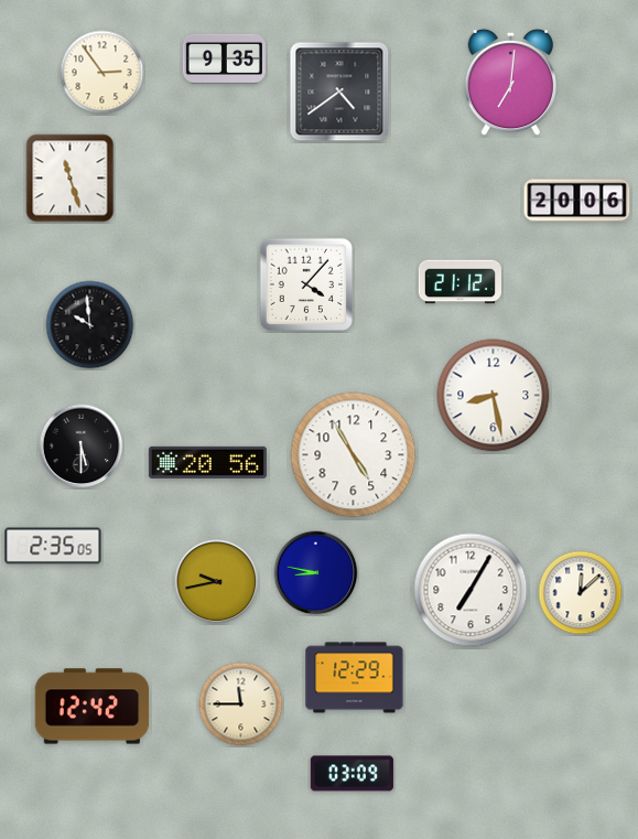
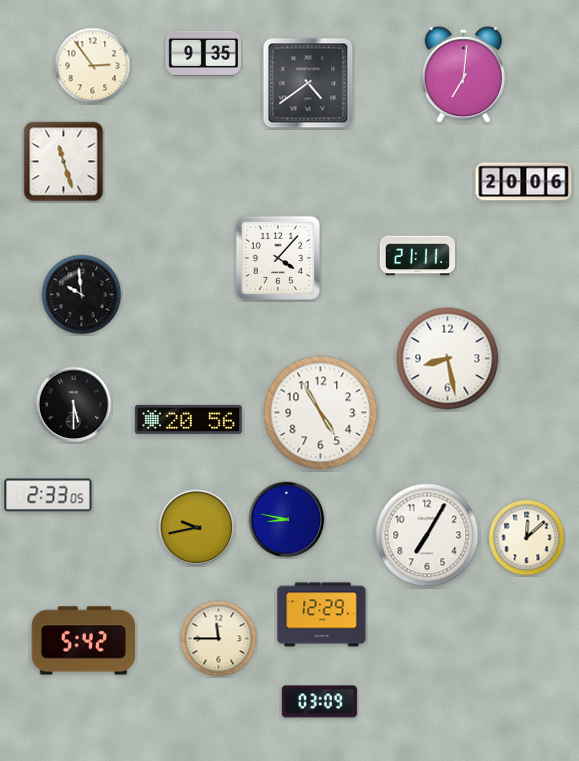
clock at (459, 282): 21:12 -> 21:11
clock at (53, 546): 2:35 -> 2:33
clock at (93, 707): 12:42 -> 5:42
